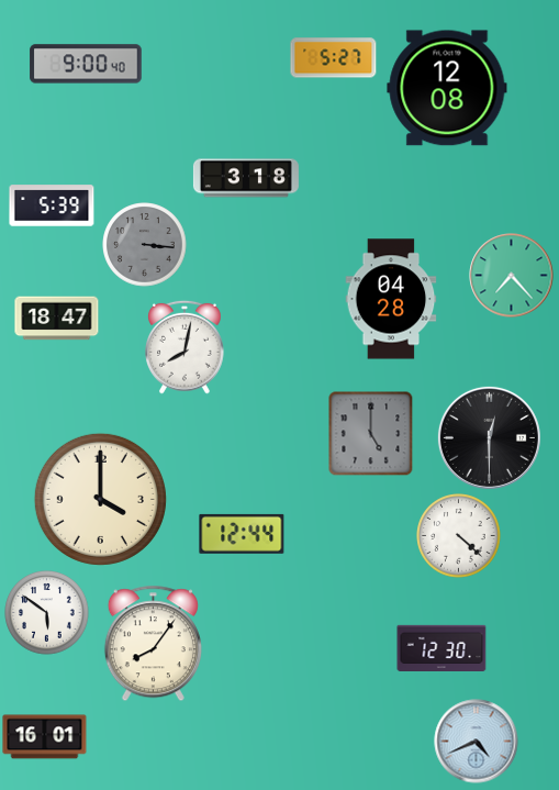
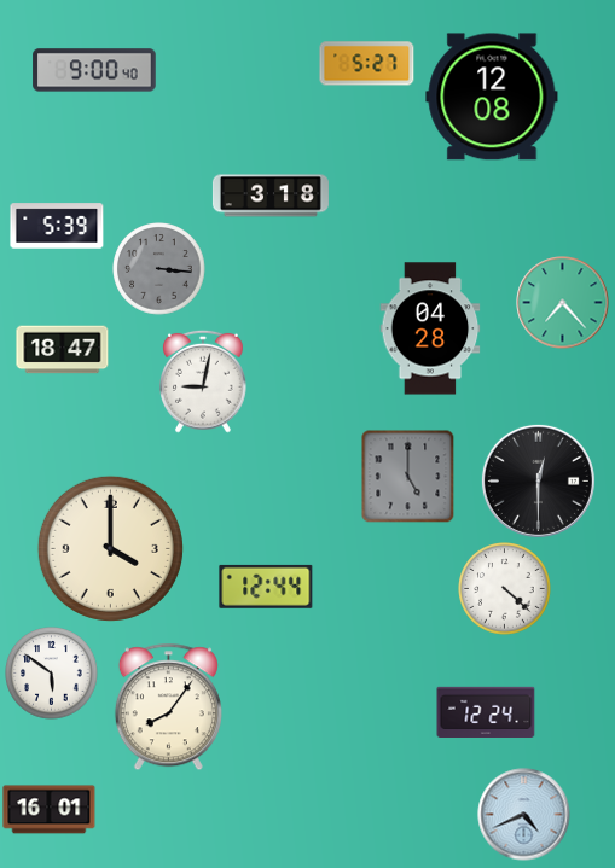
clock at (186, 347): 8:02 -> 9:02
clock at (441, 647): 12:30 -> 12:24
